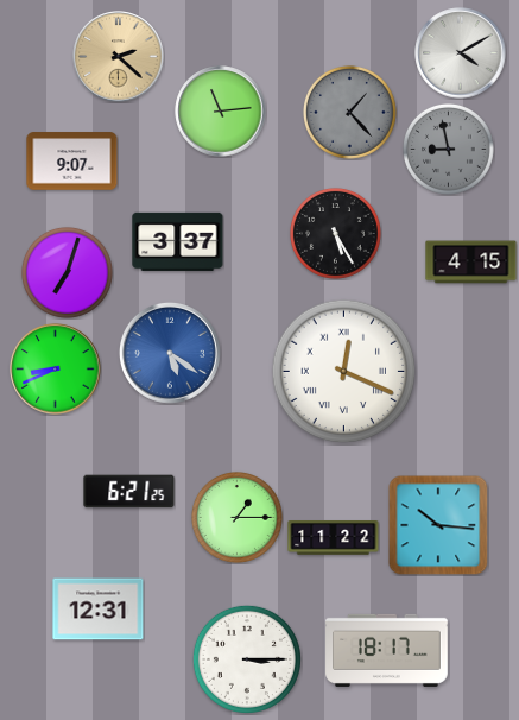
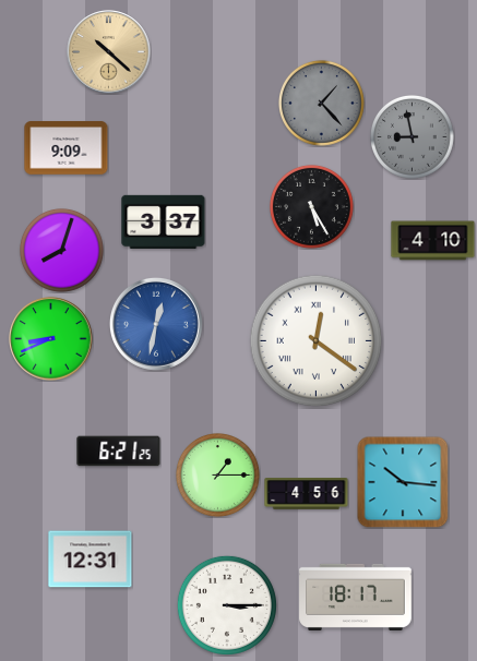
clock at (461, 53): 4:10 -> none
clock at (119, 57): 2:22 -> 10:22
clock at (221, 112): 11:14 -> none
clock at (72, 162): 9:07 -> 9:09
clock at (335, 233) position: (335, 233) -> (311, 206)
clock at (471, 263): 4:15 -> 4:10
clock at (67, 272): 7:03 -> 8:03
clock at (170, 353): 5:21 -> 12:32
clock at (344, 372): 12:19 -> 12:21
clock at (334, 538): 11:22 -> 4:56
